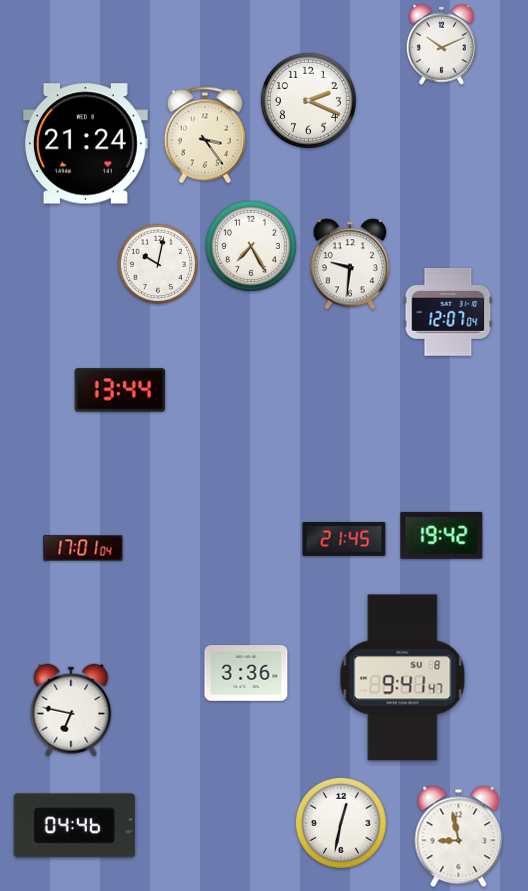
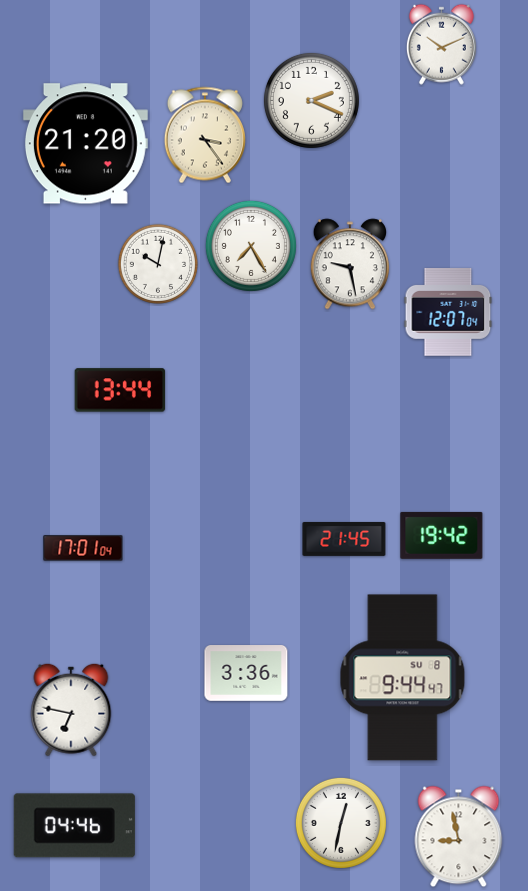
clock at (308, 100) position: (308, 100) -> (311, 100)
clock at (85, 144): 21:24 -> 21:20
clock at (349, 264): 9:31 -> 9:28
clock at (403, 678): 9:41 -> 9:44
